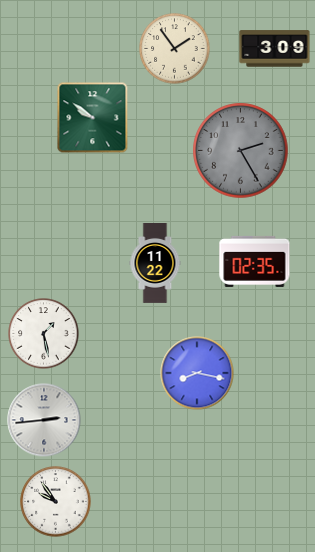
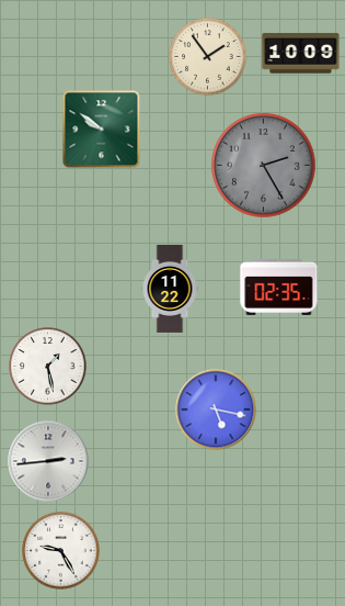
clock at (175, 49) position: (175, 49) -> (208, 57)
clock at (275, 49): 3:09 -> 10:09
clock at (197, 373): 8:17 -> 5:17
clock at (56, 502): 9:54 -> 9:25
